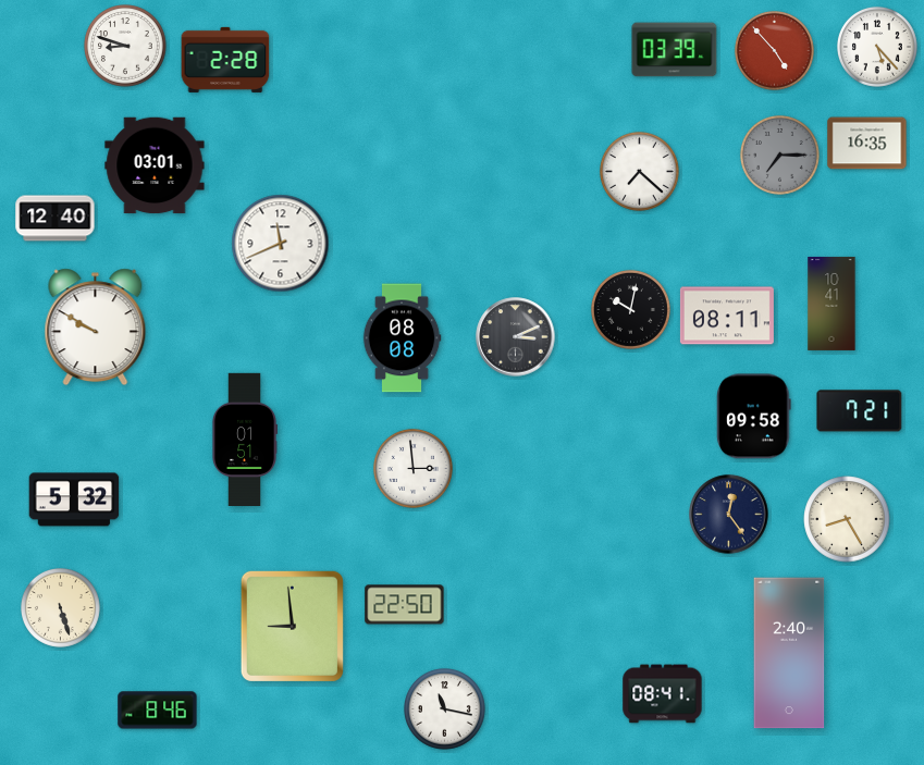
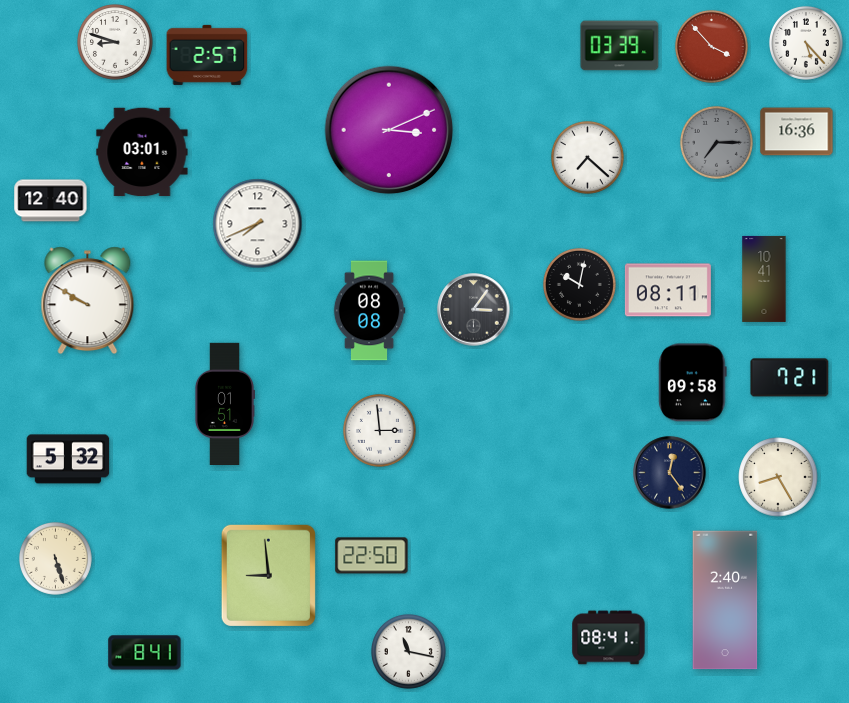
clock at (774, 50): 4:53 -> 3:53
clock at (225, 60): 2:28 -> 2:57
clock at (389, 130): none -> 3:11
clock at (867, 144): 16:35 -> 16:36
clock at (281, 244): 11:41 -> 7:41
clock at (516, 337): 3:11 -> 3:06
clock at (158, 711): 8:46 -> 8:41
